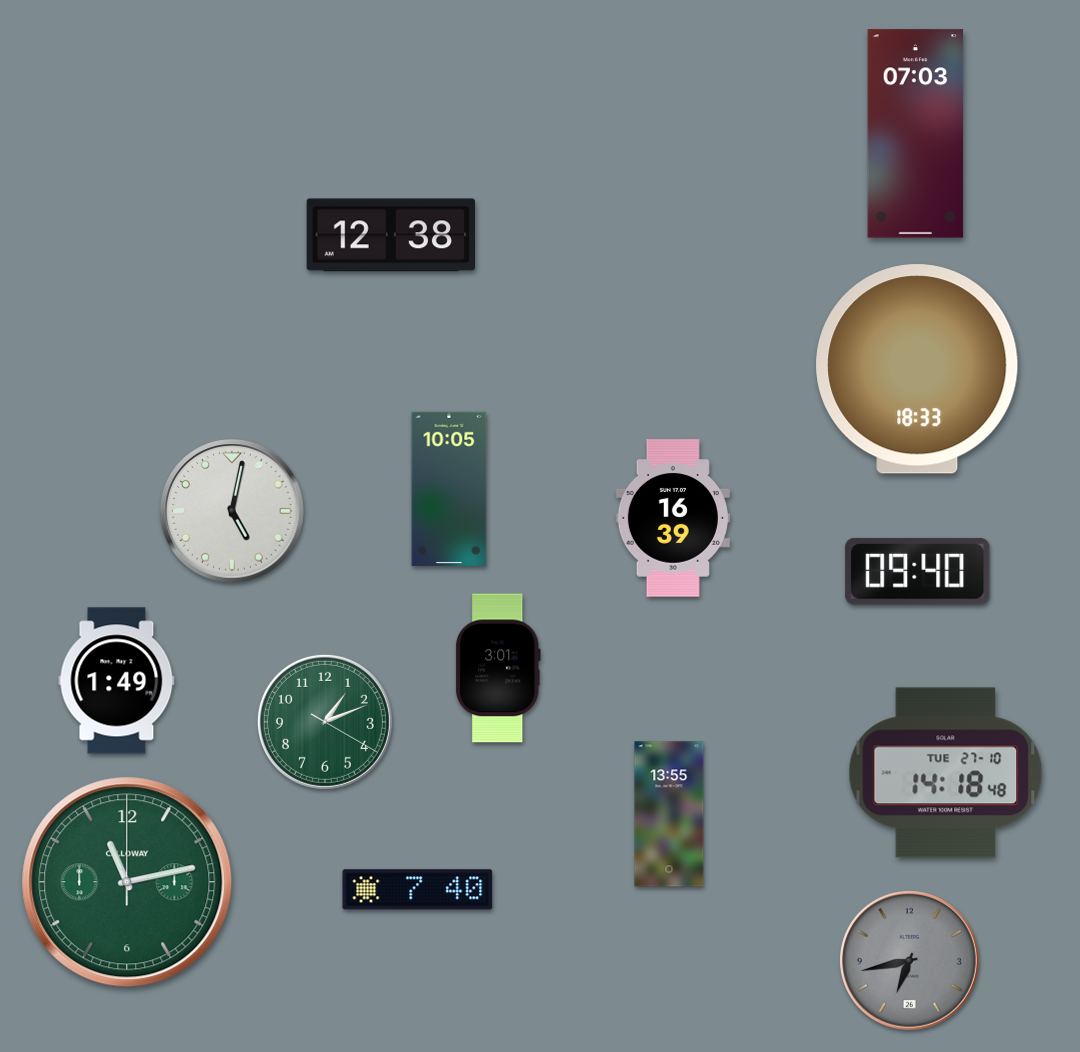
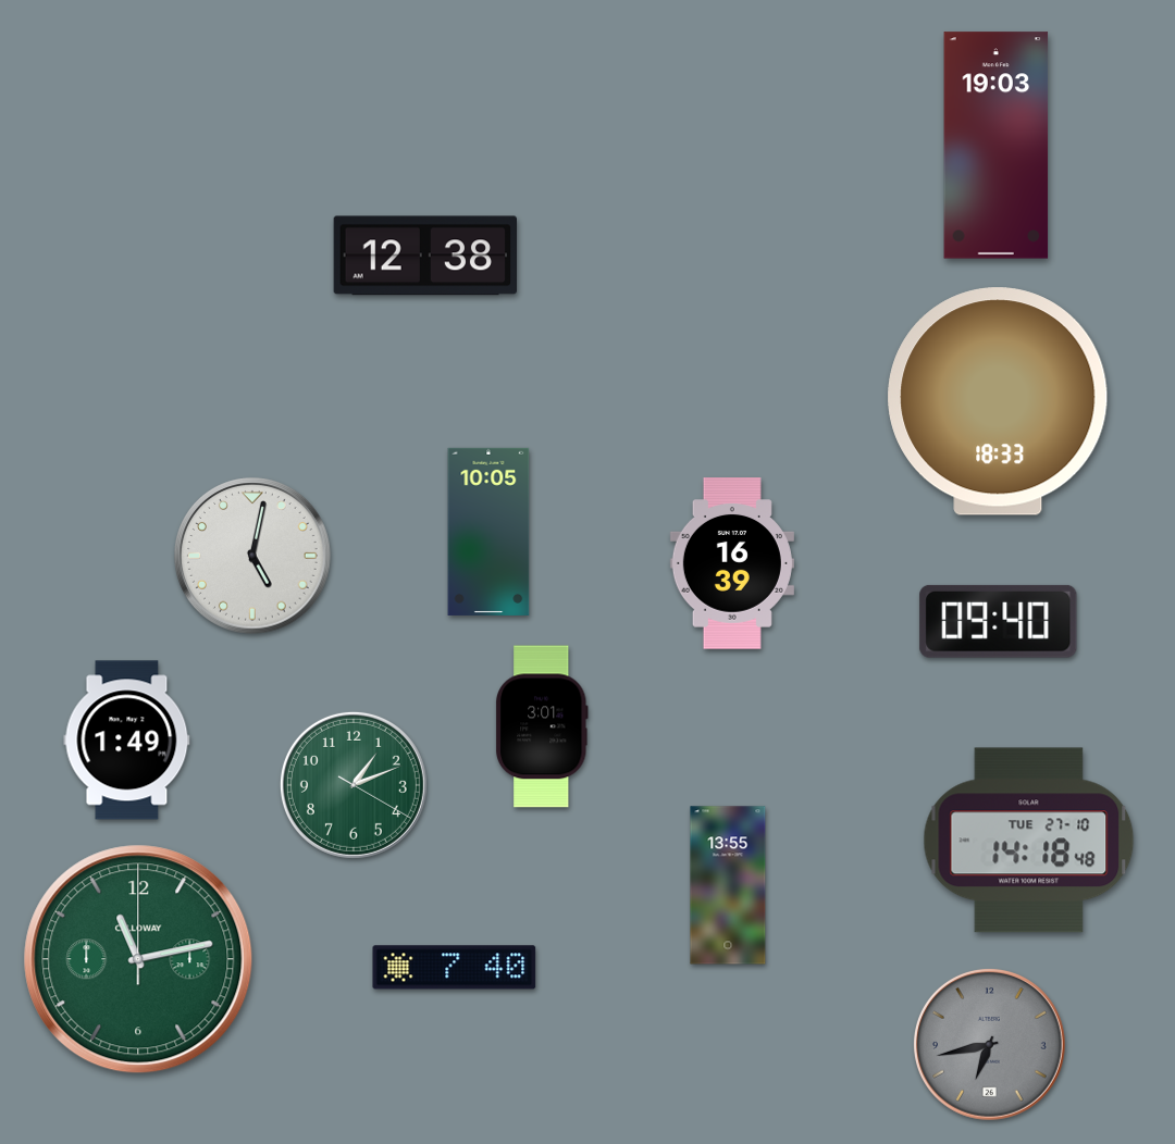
clock at (916, 134): 07:03 -> 19:03
